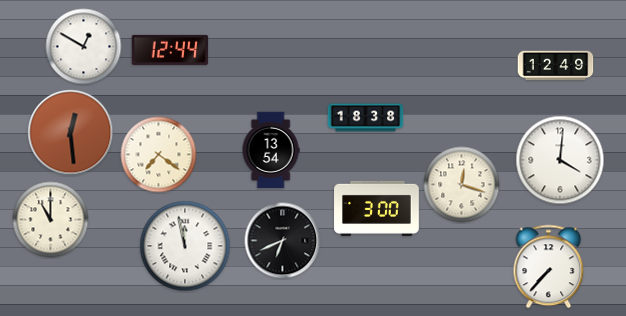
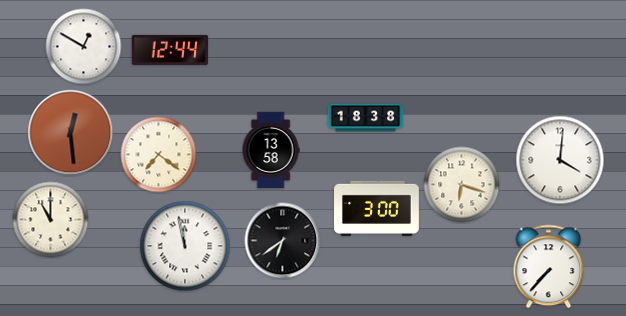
clock at (556, 66): 12:49 -> none
clock at (271, 150): 13:54 -> 13:58
clock at (462, 185): 12:18 -> 6:18
clock at (283, 241): 6:41 -> 6:39
